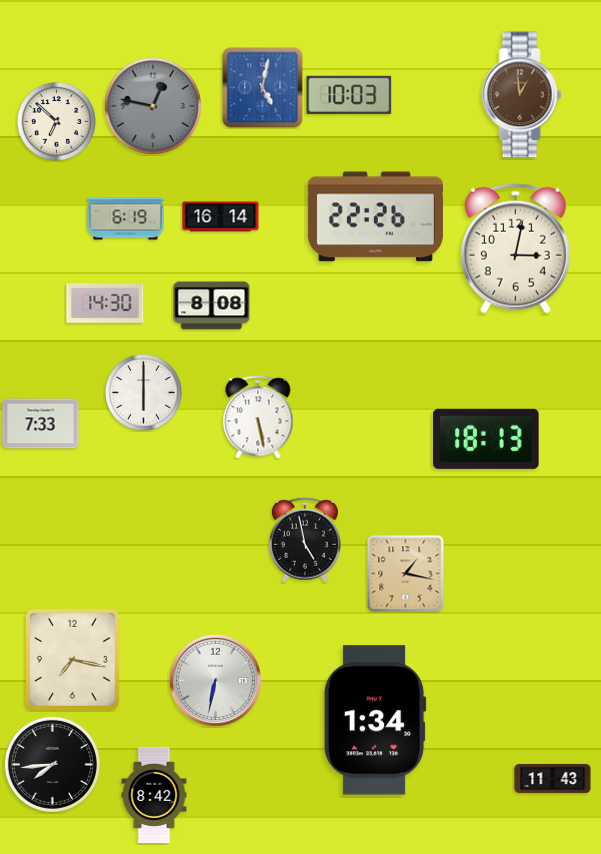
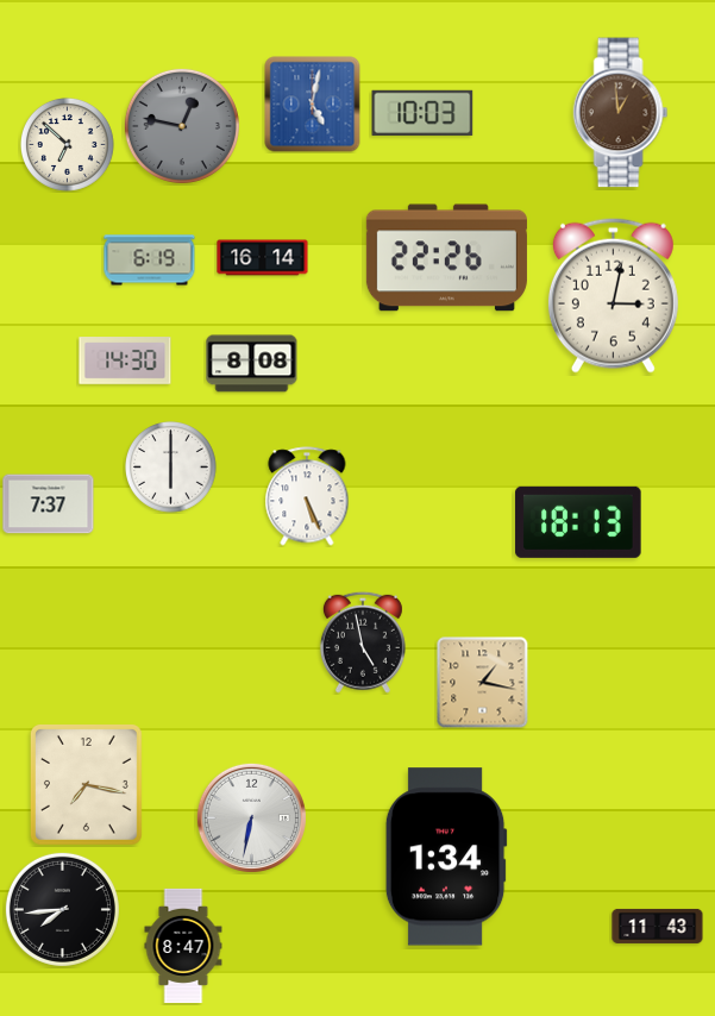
clock at (349, 95) position: (349, 95) -> (422, 113)
clock at (258, 417): 5:28 -> 5:26
clock at (41, 424): 7:33 -> 7:37
clock at (215, 680) position: (215, 680) -> (251, 817)
clock at (154, 795): 8:42 -> 8:47
